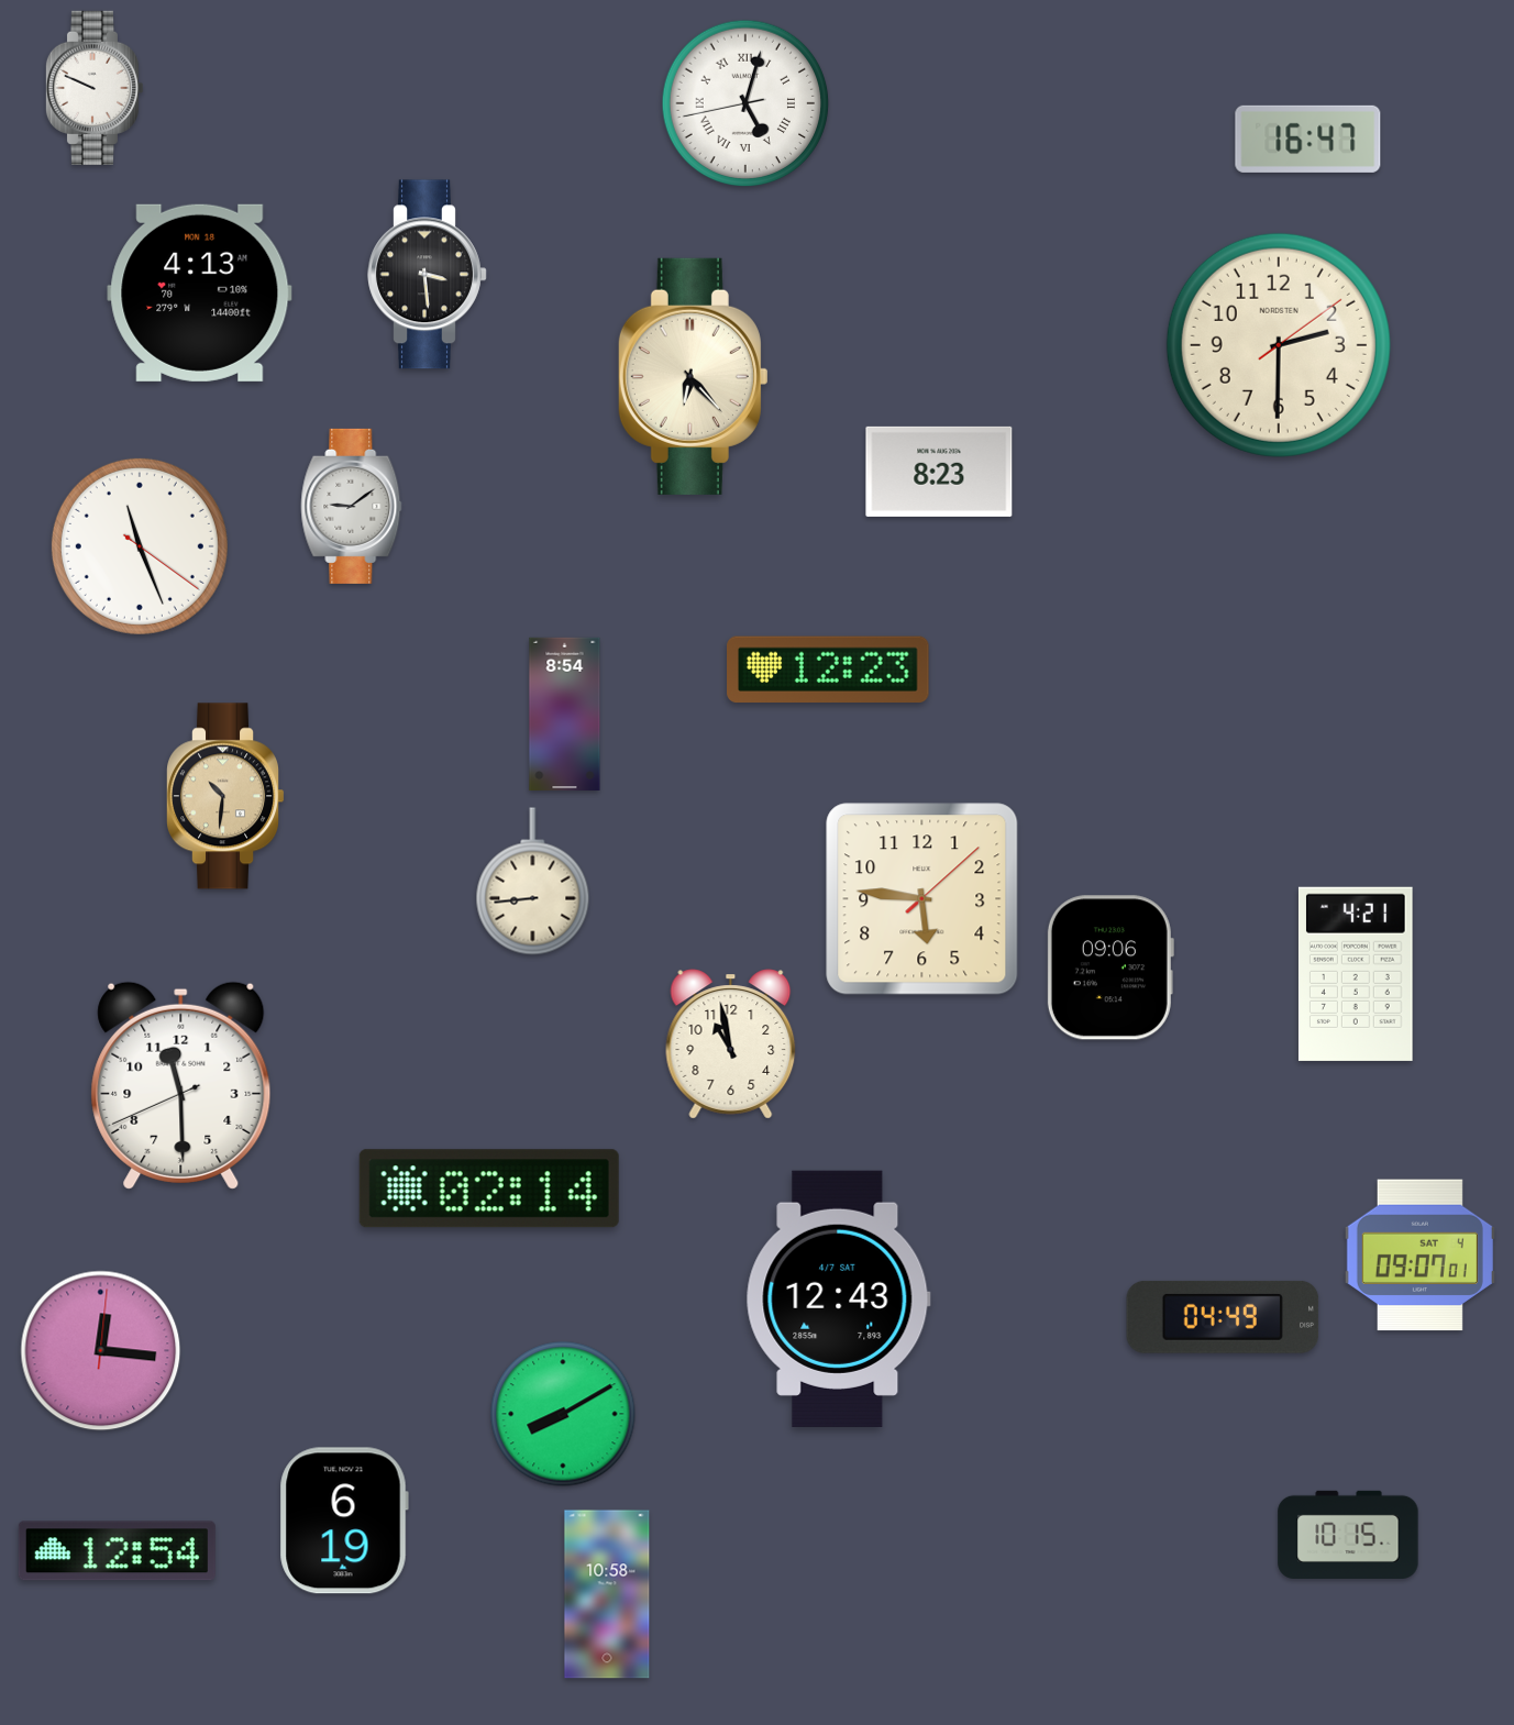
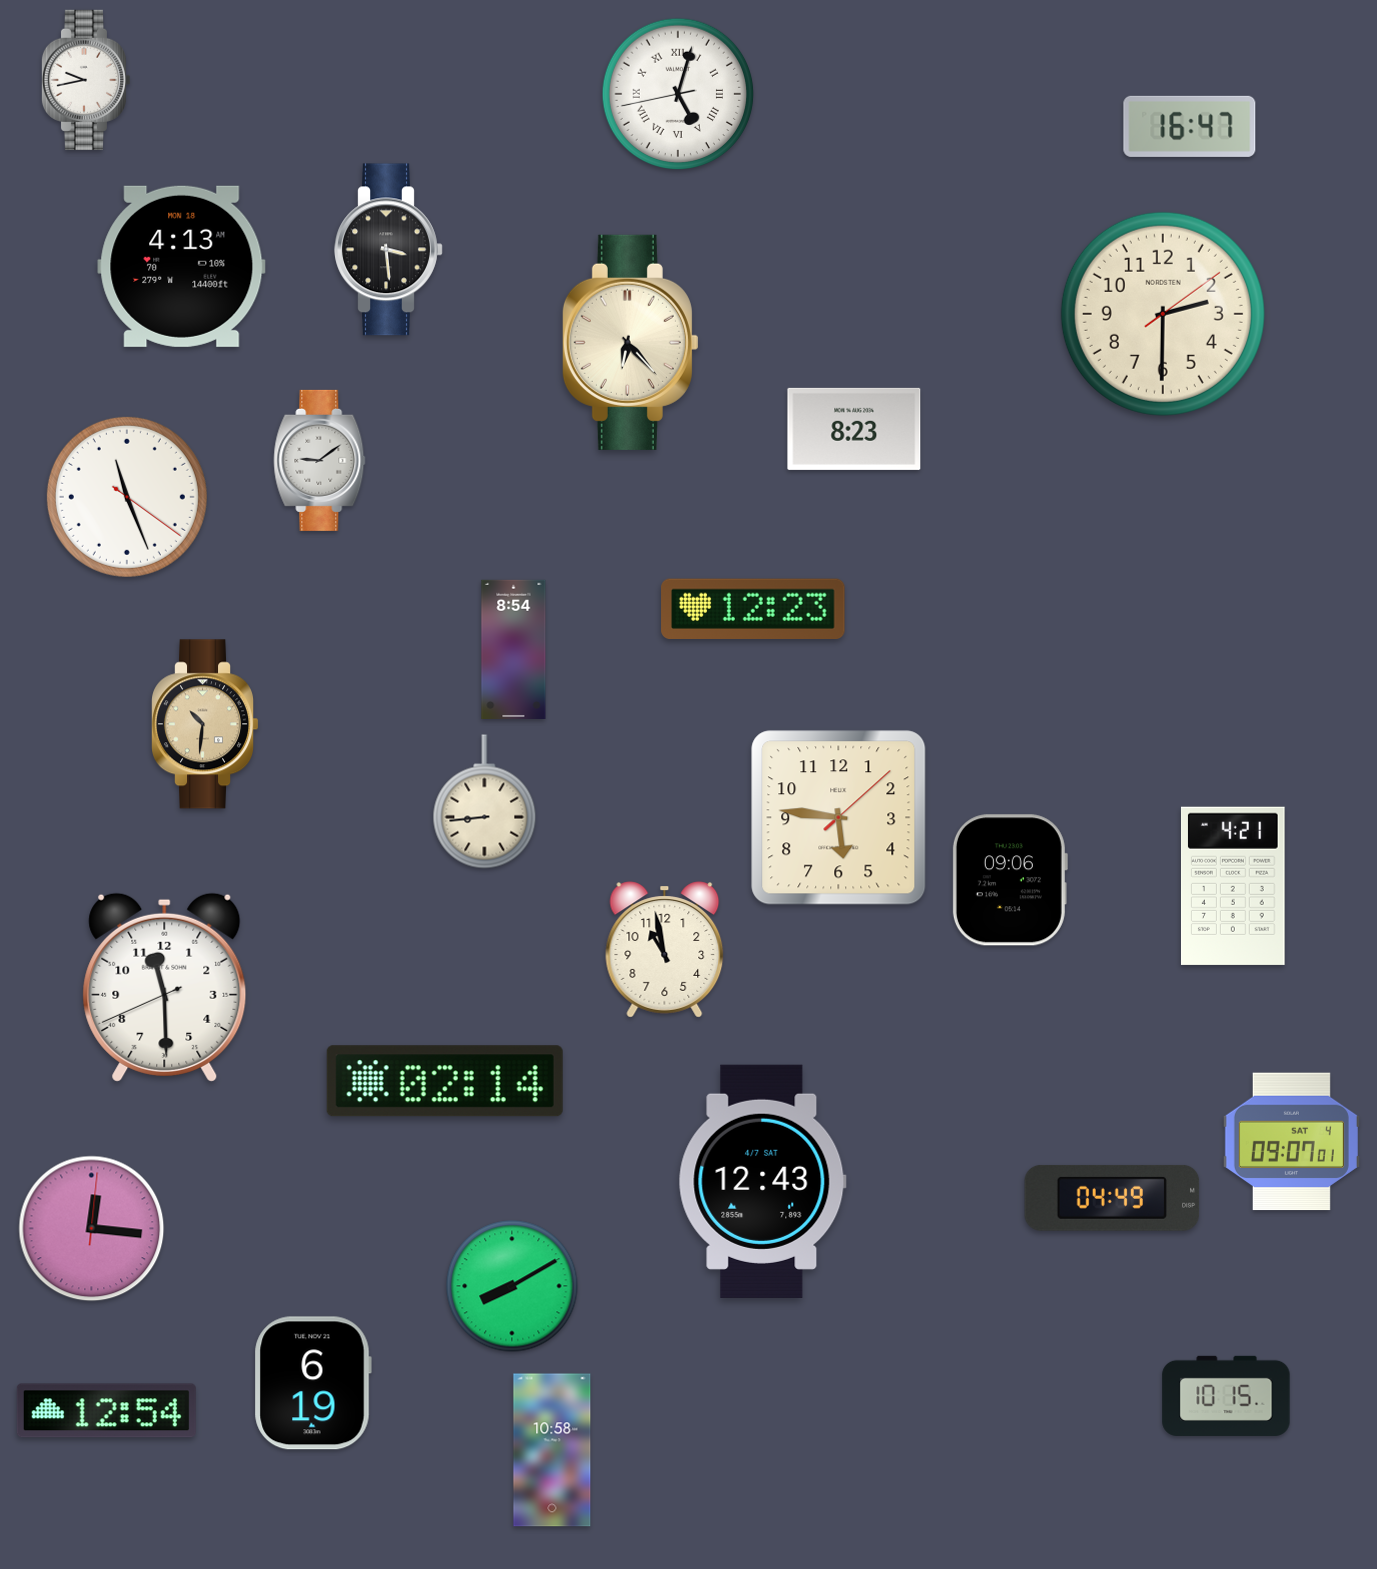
clock at (93, 88): 9:49 -> 9:43
